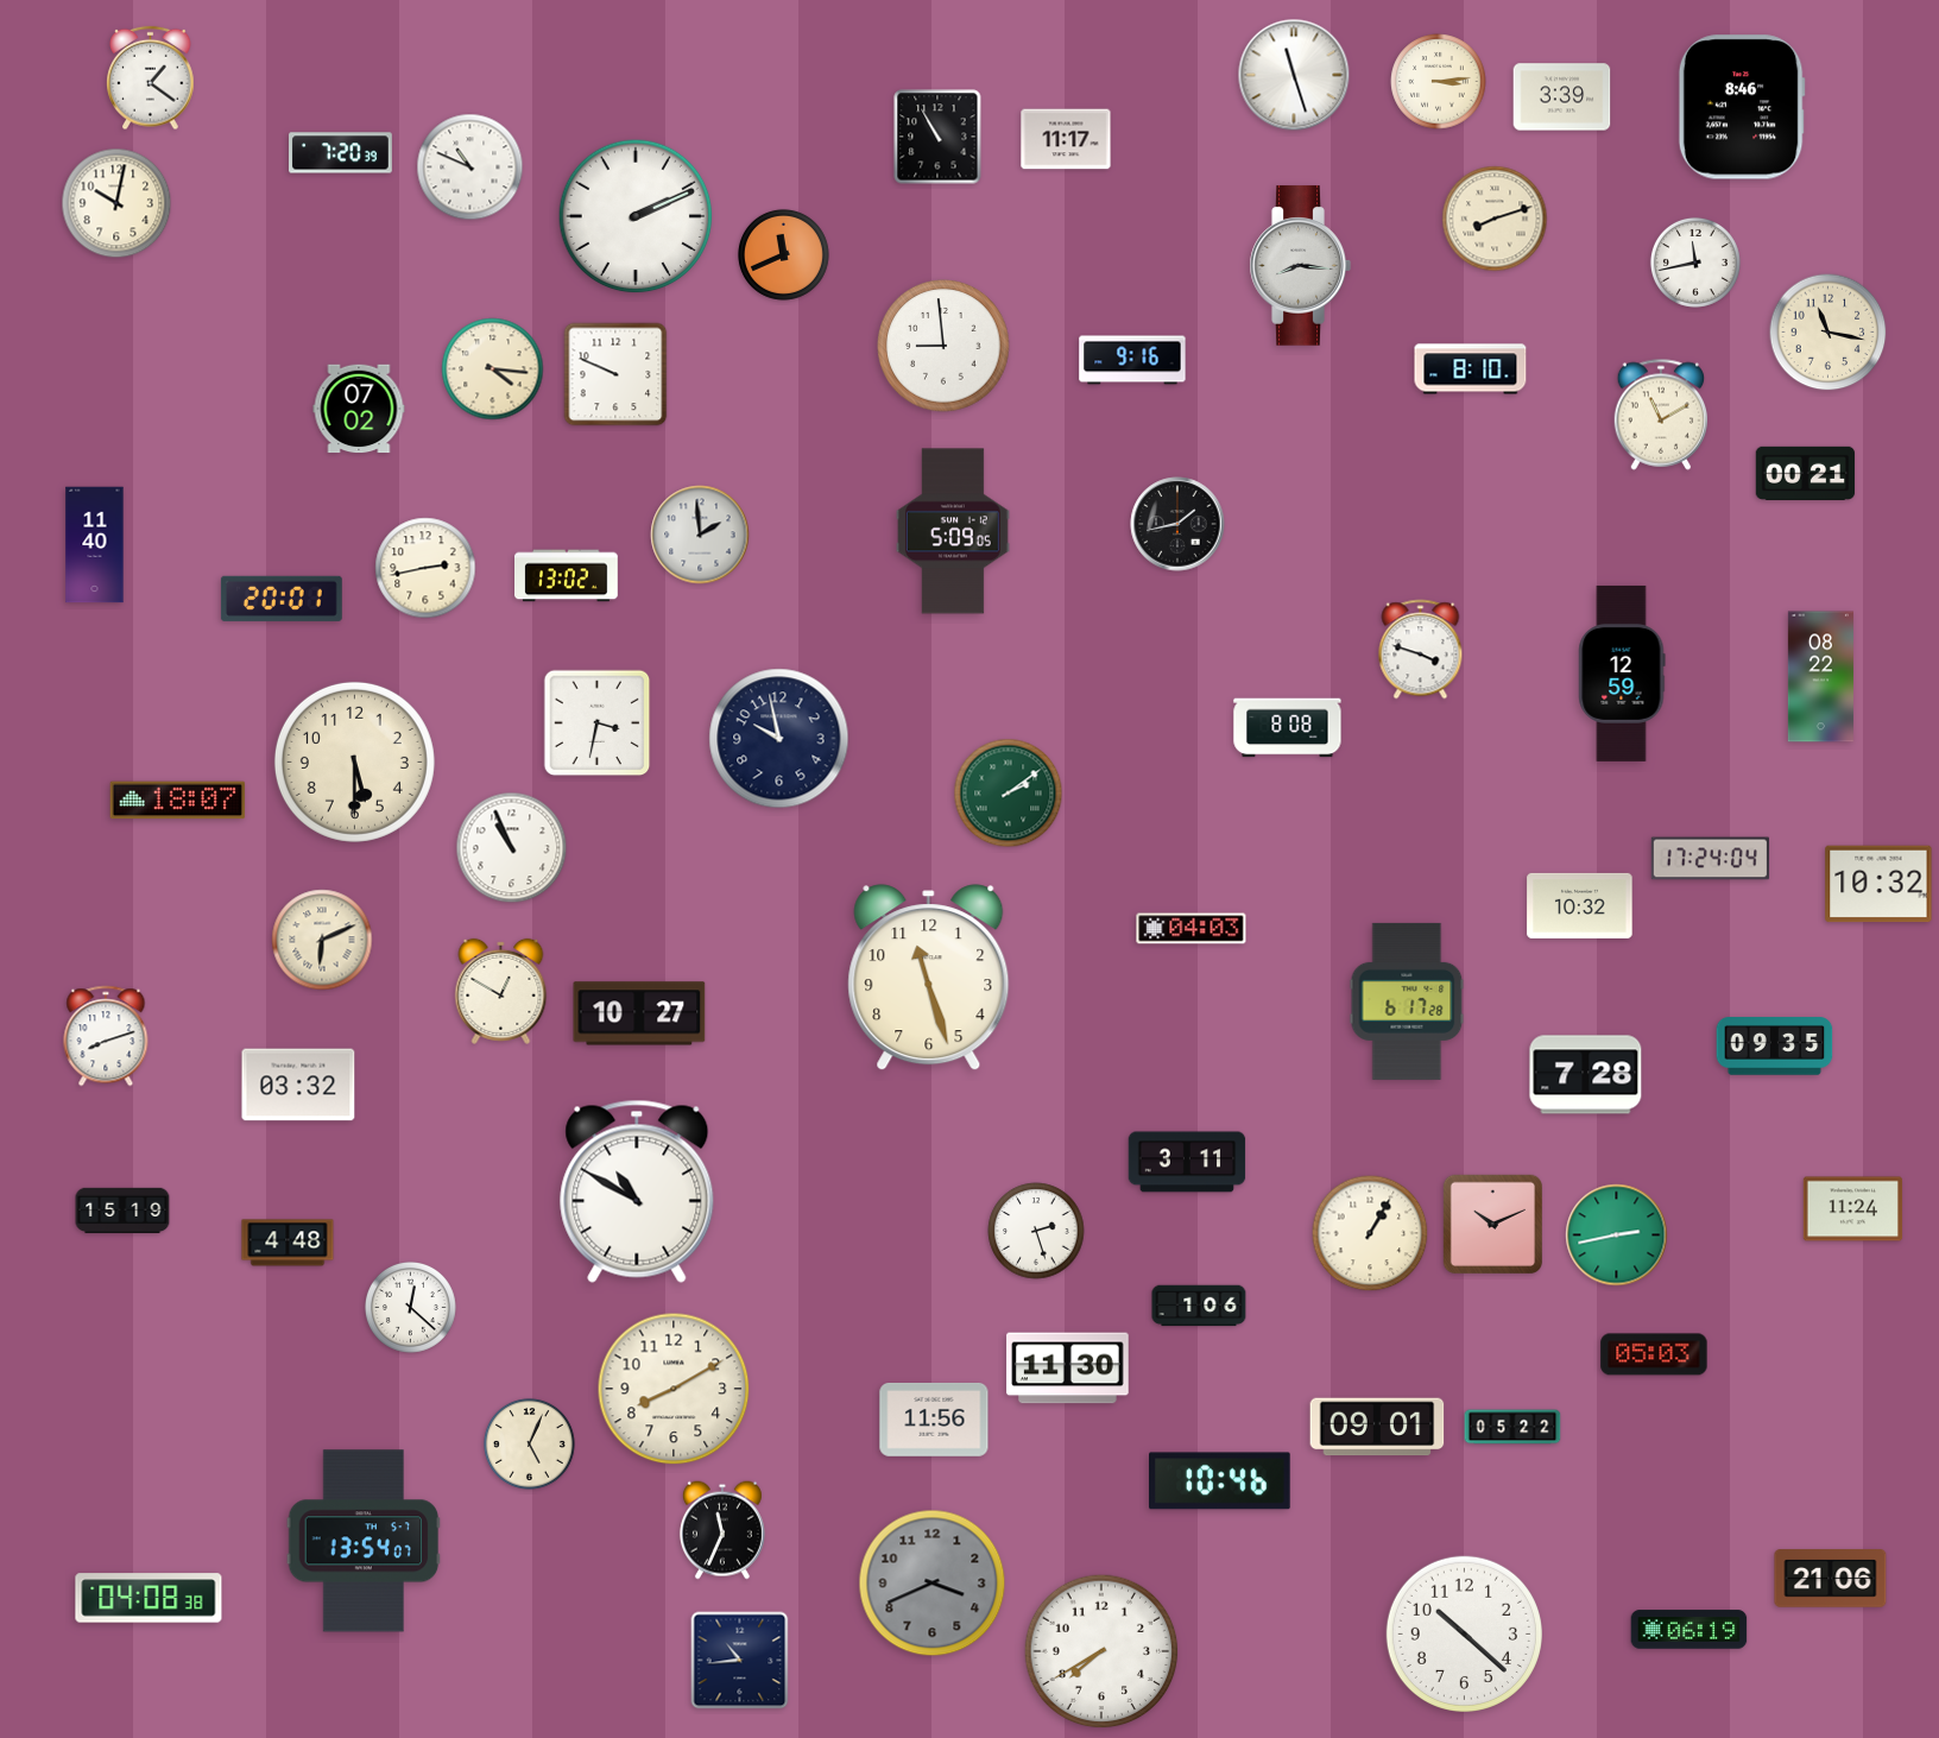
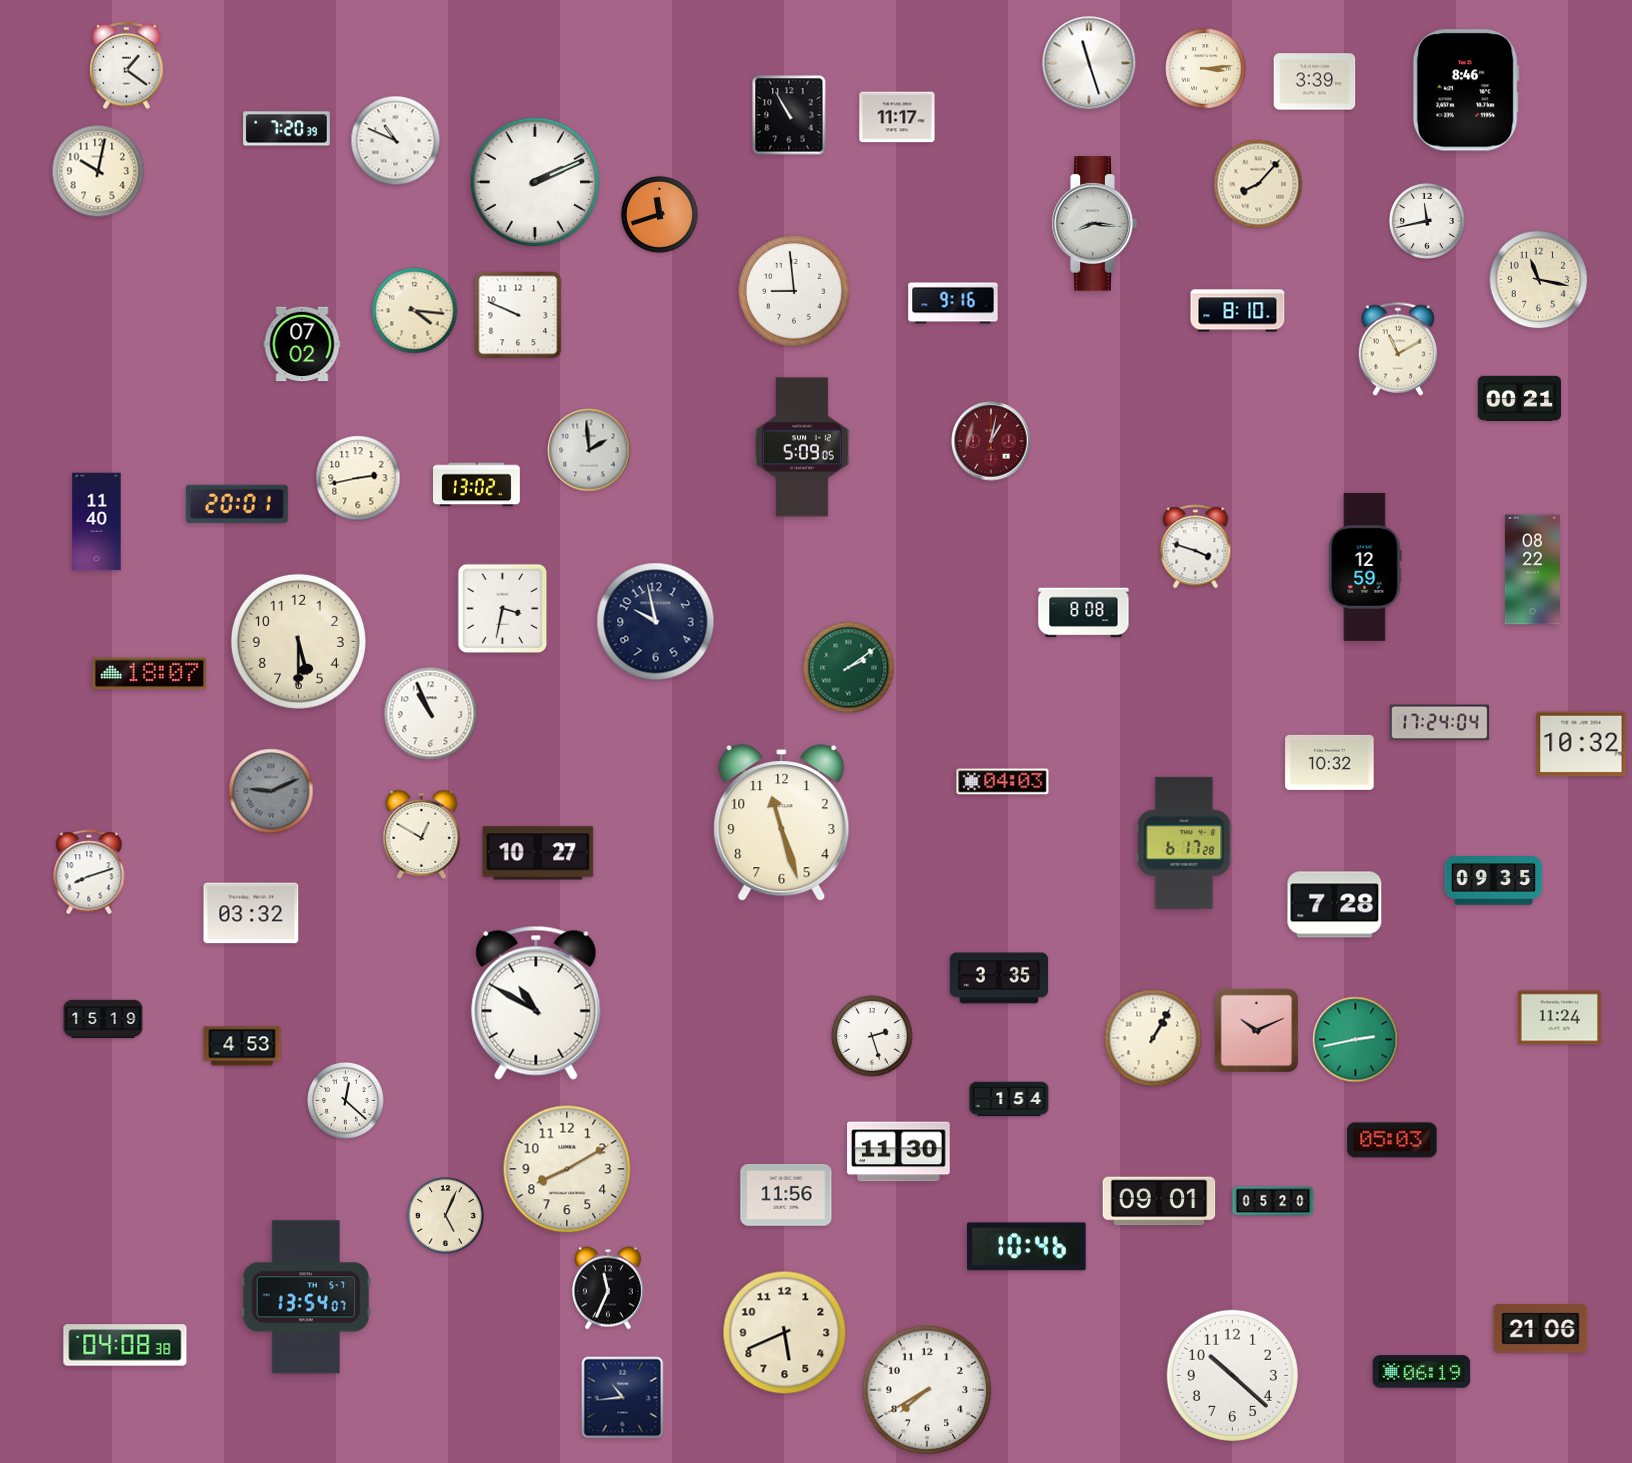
clock at (1439, 82) position: (1439, 82) -> (1206, 69)
clock at (1495, 219): 8:12 -> 8:07
clock at (783, 254): 11:41 -> 11:42
clock at (1177, 524): 1:43 -> 1:02
clock at (1177, 524) dial: black -> burgundy
clock at (95, 545) position: (95, 545) -> (97, 522)
clock at (322, 940): 6:11 -> 9:11
clock at (322, 940) dial: cream -> grey
clock at (1187, 1162): 3:11 -> 3:35
clock at (1617, 1235) position: (1617, 1235) -> (1356, 1040)
clock at (288, 1243): 4:48 -> 4:53
clock at (1199, 1306): 1:06 -> 1:54
clock at (1512, 1427): 05:22 -> 05:20
clock at (933, 1584): 3:41 -> 5:41
clock at (933, 1584) dial: grey -> cream
